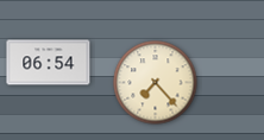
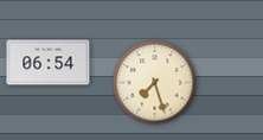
clock at (156, 83): 7:23 -> 7:27
